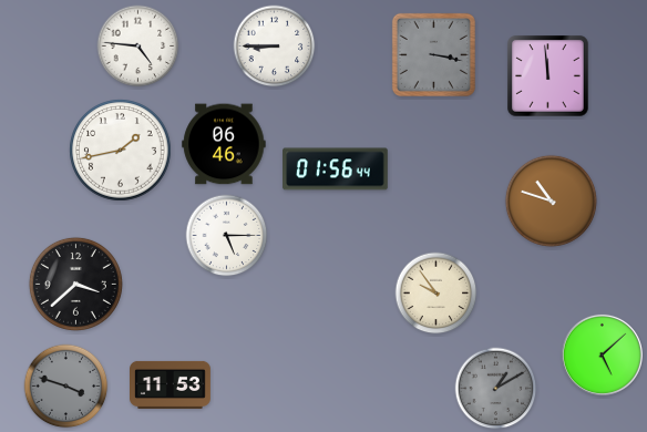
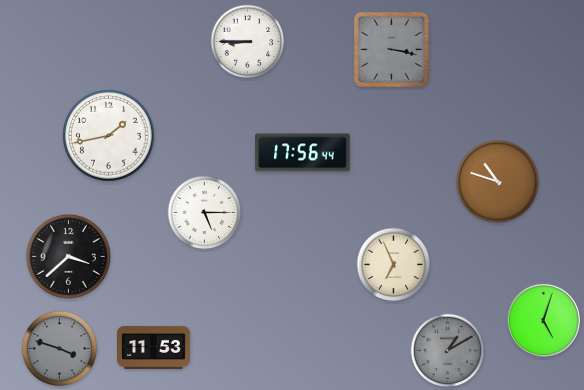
clock at (138, 47): 4:46 -> none
clock at (548, 76): 11:59 -> none
clock at (224, 144): 06:46 -> none
clock at (336, 169): 01:56 -> 17:56
clock at (437, 294): 9:54 -> 6:56
clock at (602, 354): 5:08 -> 5:03
